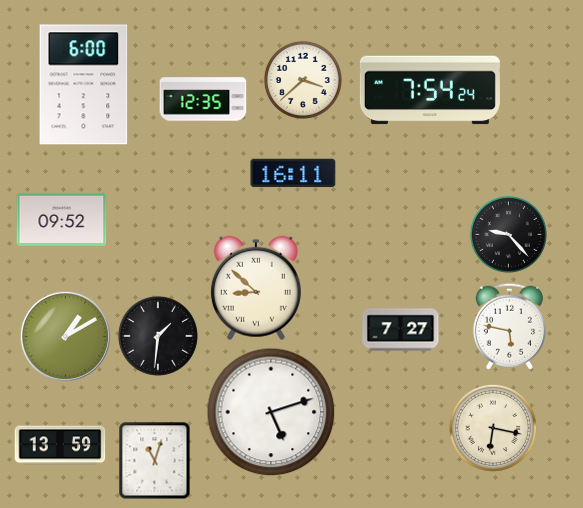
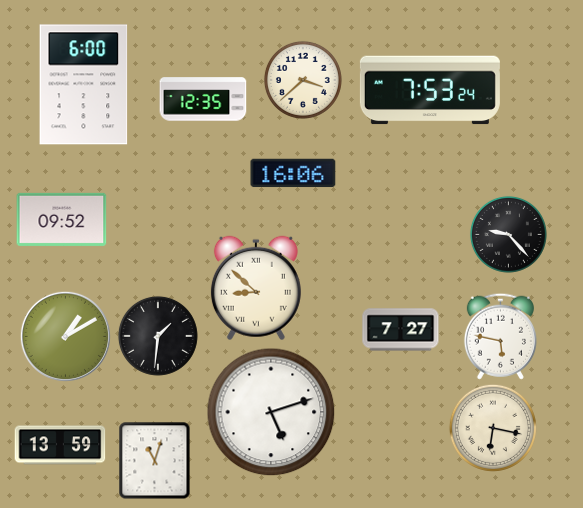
clock at (430, 90): 7:54 -> 7:53
clock at (293, 173): 16:11 -> 16:06
clock at (509, 326) position: (509, 326) -> (500, 336)
